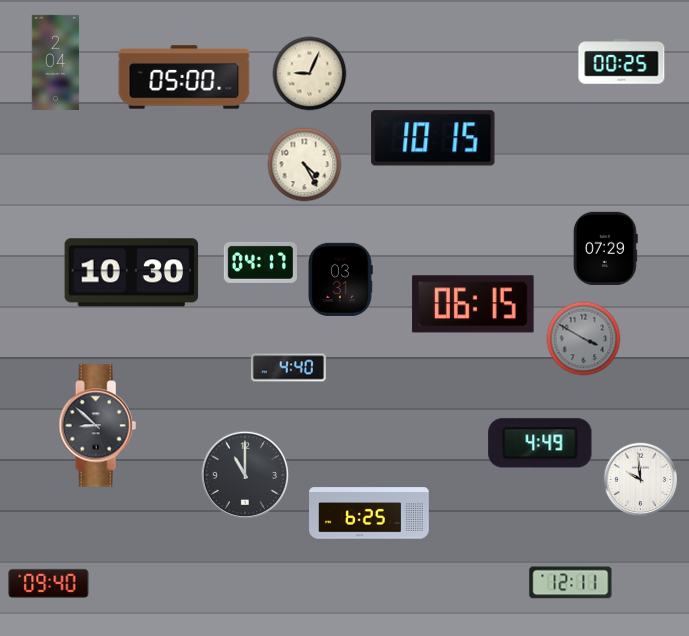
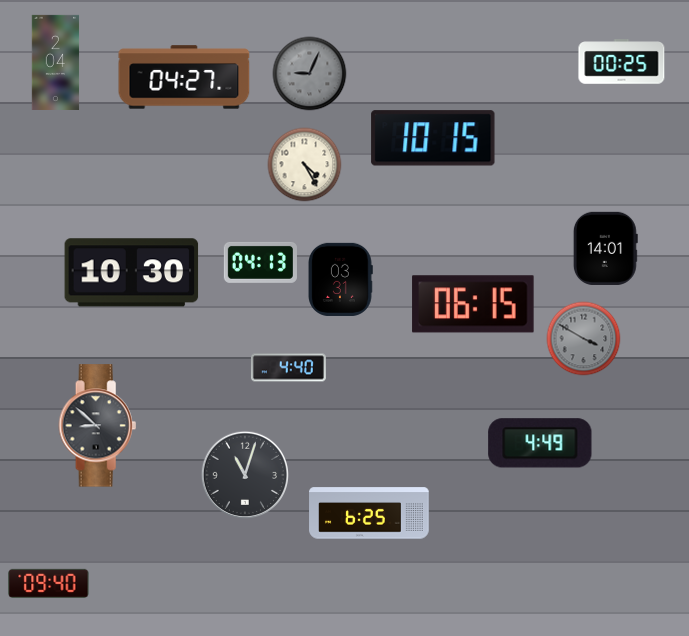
clock at (310, 74) dial: cream -> grey
clock at (184, 77): 05:00 -> 04:27
clock at (605, 248): 07:29 -> 14:01
clock at (260, 262): 04:17 -> 04:13
clock at (244, 474): 11:00 -> 11:03
clock at (641, 480): 9:59 -> none
clock at (571, 583): 12:11 -> none
